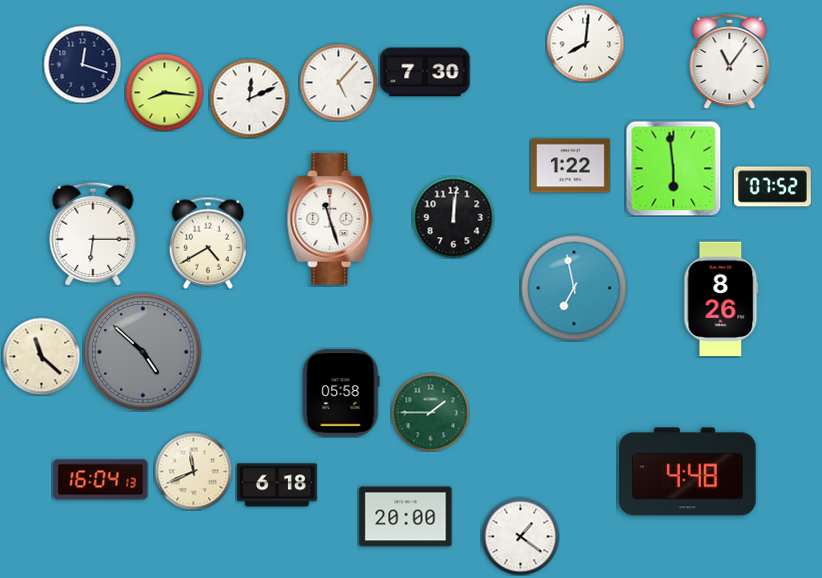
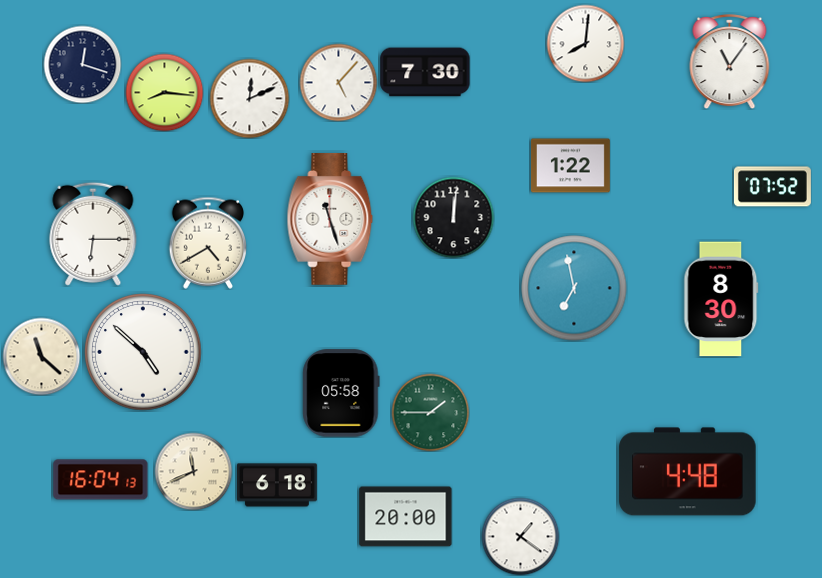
clock at (673, 168): 5:59 -> none
clock at (721, 299): 8:26 -> 8:30
clock at (143, 352) dial: grey -> white
